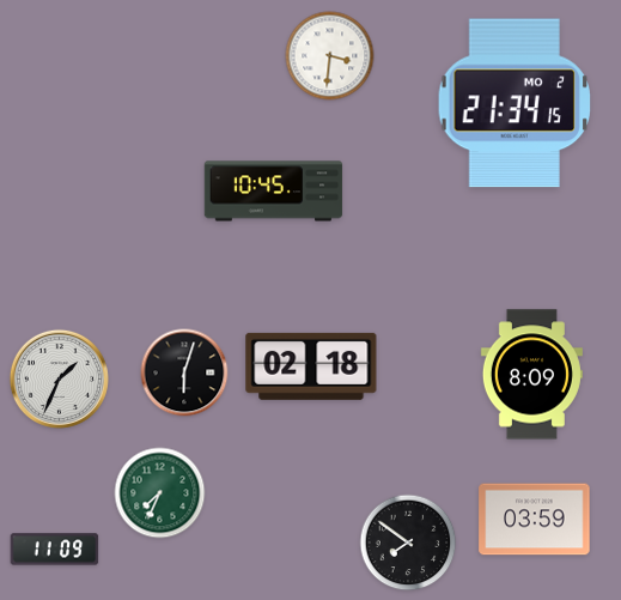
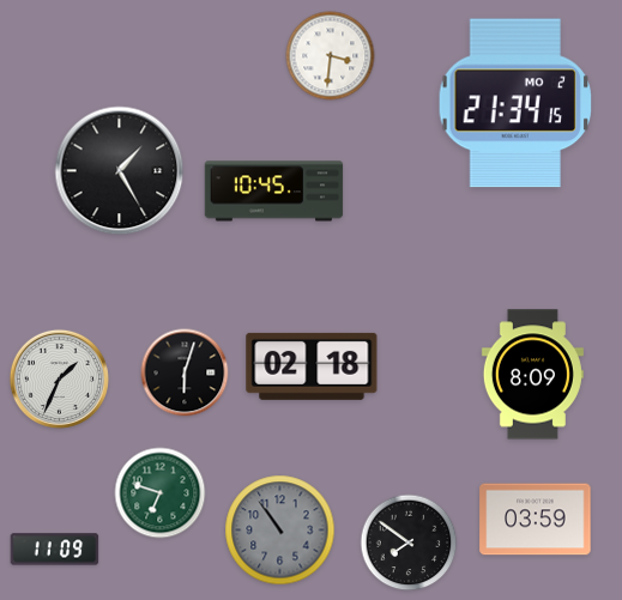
clock at (120, 171): none -> 1:25
clock at (160, 493): 7:34 -> 6:48
clock at (280, 531): none -> 10:54
